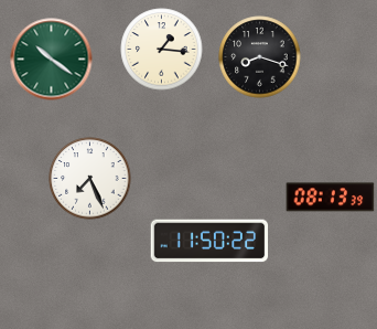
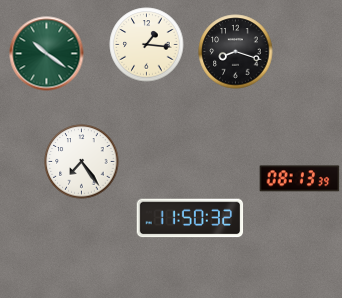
clock at (90, 179): 7:26 -> 7:24
clock at (209, 241): 11:50:22 -> 11:50:32
